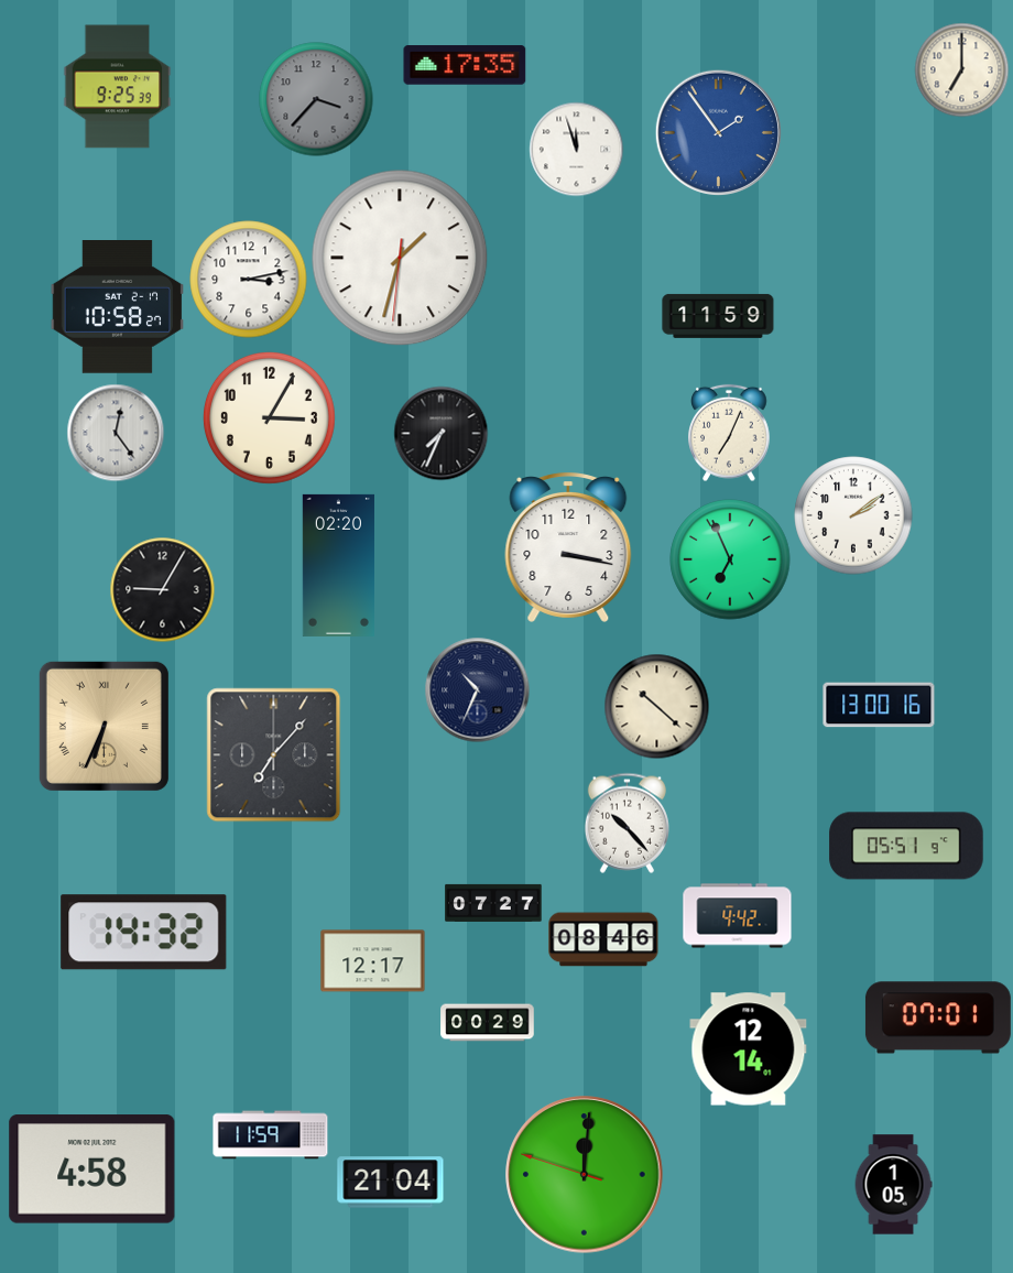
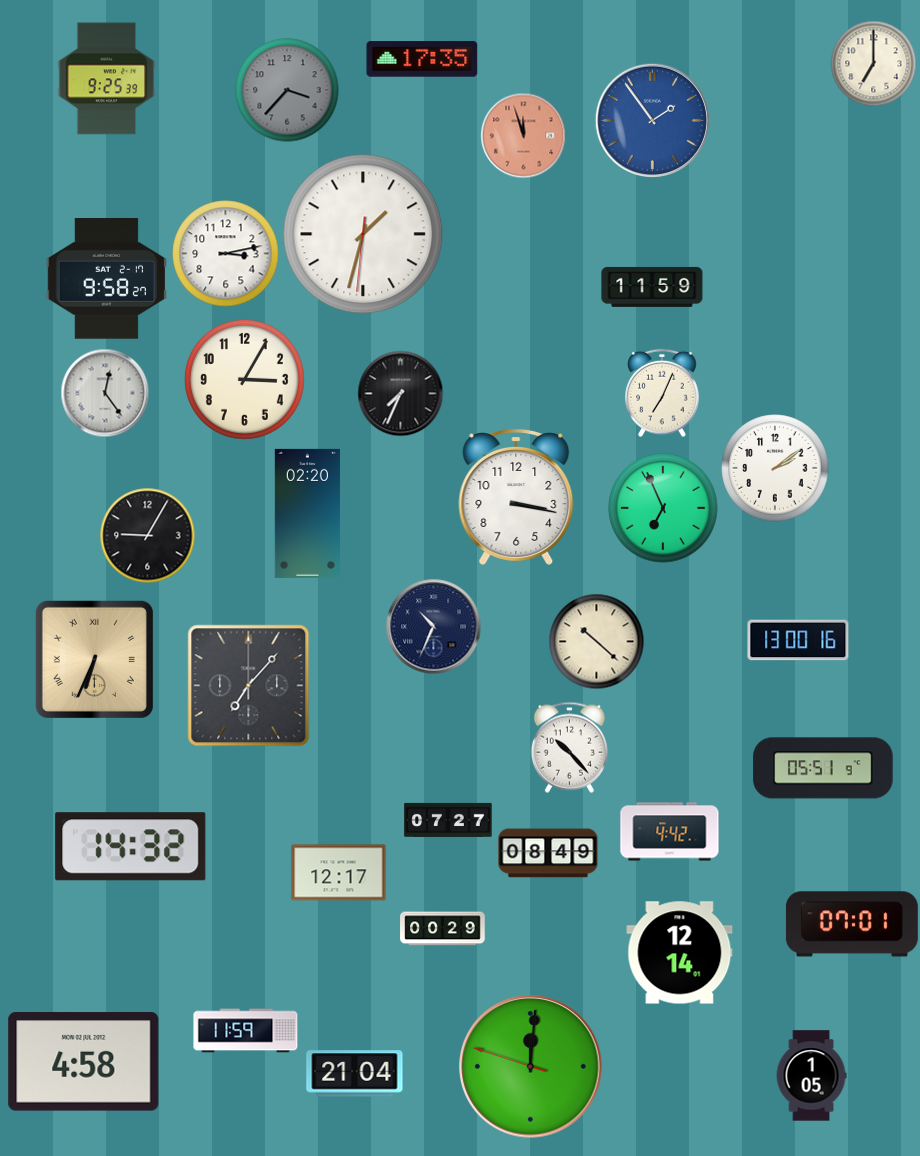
clock at (576, 149) dial: white -> salmon
clock at (117, 307): 10:58 -> 9:58
clock at (603, 939): 08:46 -> 08:49
